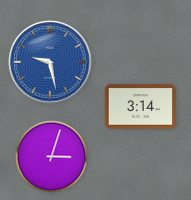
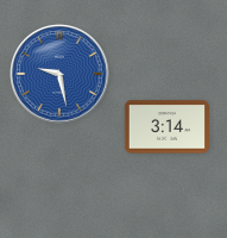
clock at (52, 157): 3:03 -> none
